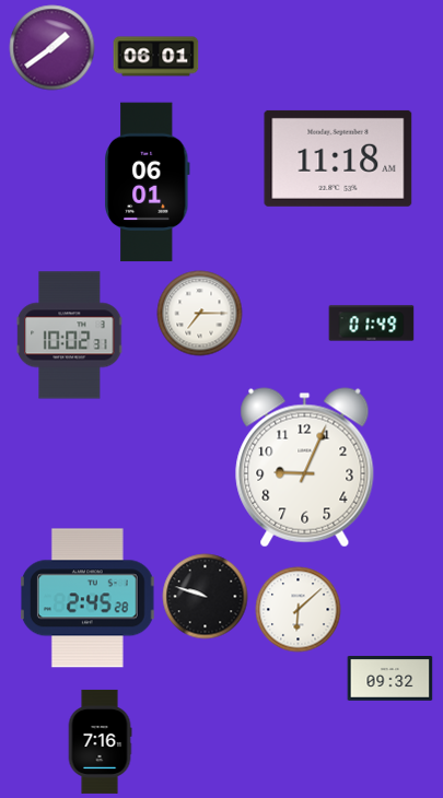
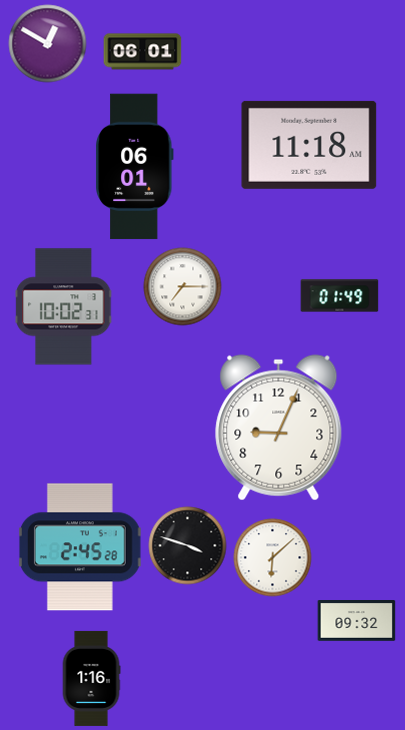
clock at (51, 47): 1:39 -> 12:50
clock at (205, 596): 9:48 -> 3:48
clock at (100, 741): 7:16 -> 1:16
